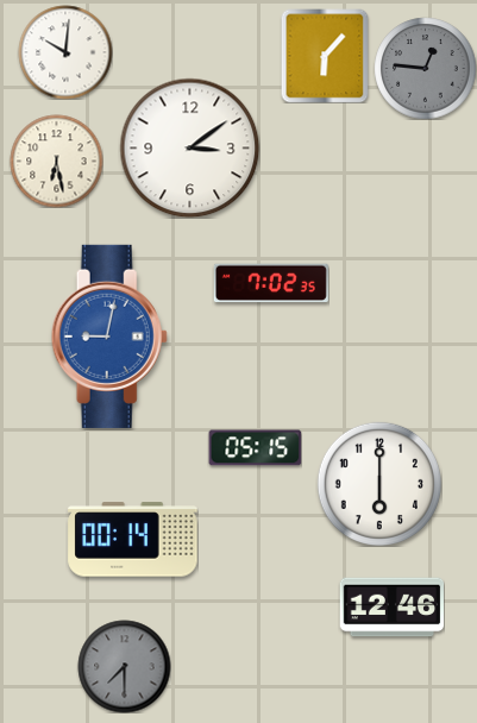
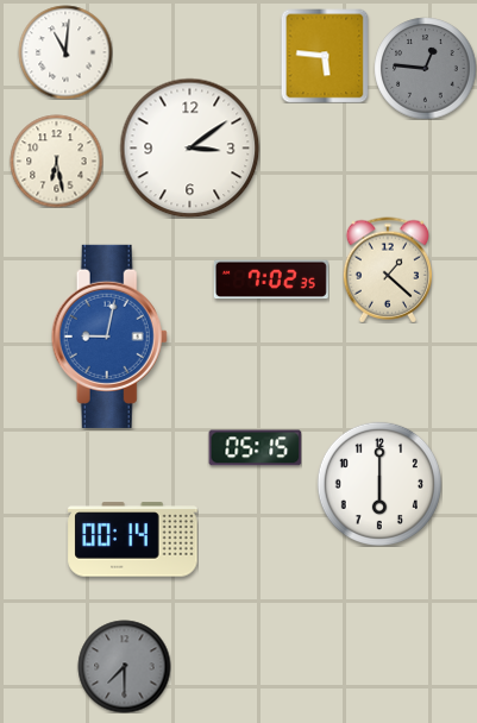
clock at (65, 52): 10:01 -> 11:01
clock at (325, 56): 6:07 -> 5:46
clock at (388, 270): none -> 1:22
clock at (271, 283) position: (271, 283) -> (271, 279)
clock at (391, 608): 12:46 -> none
